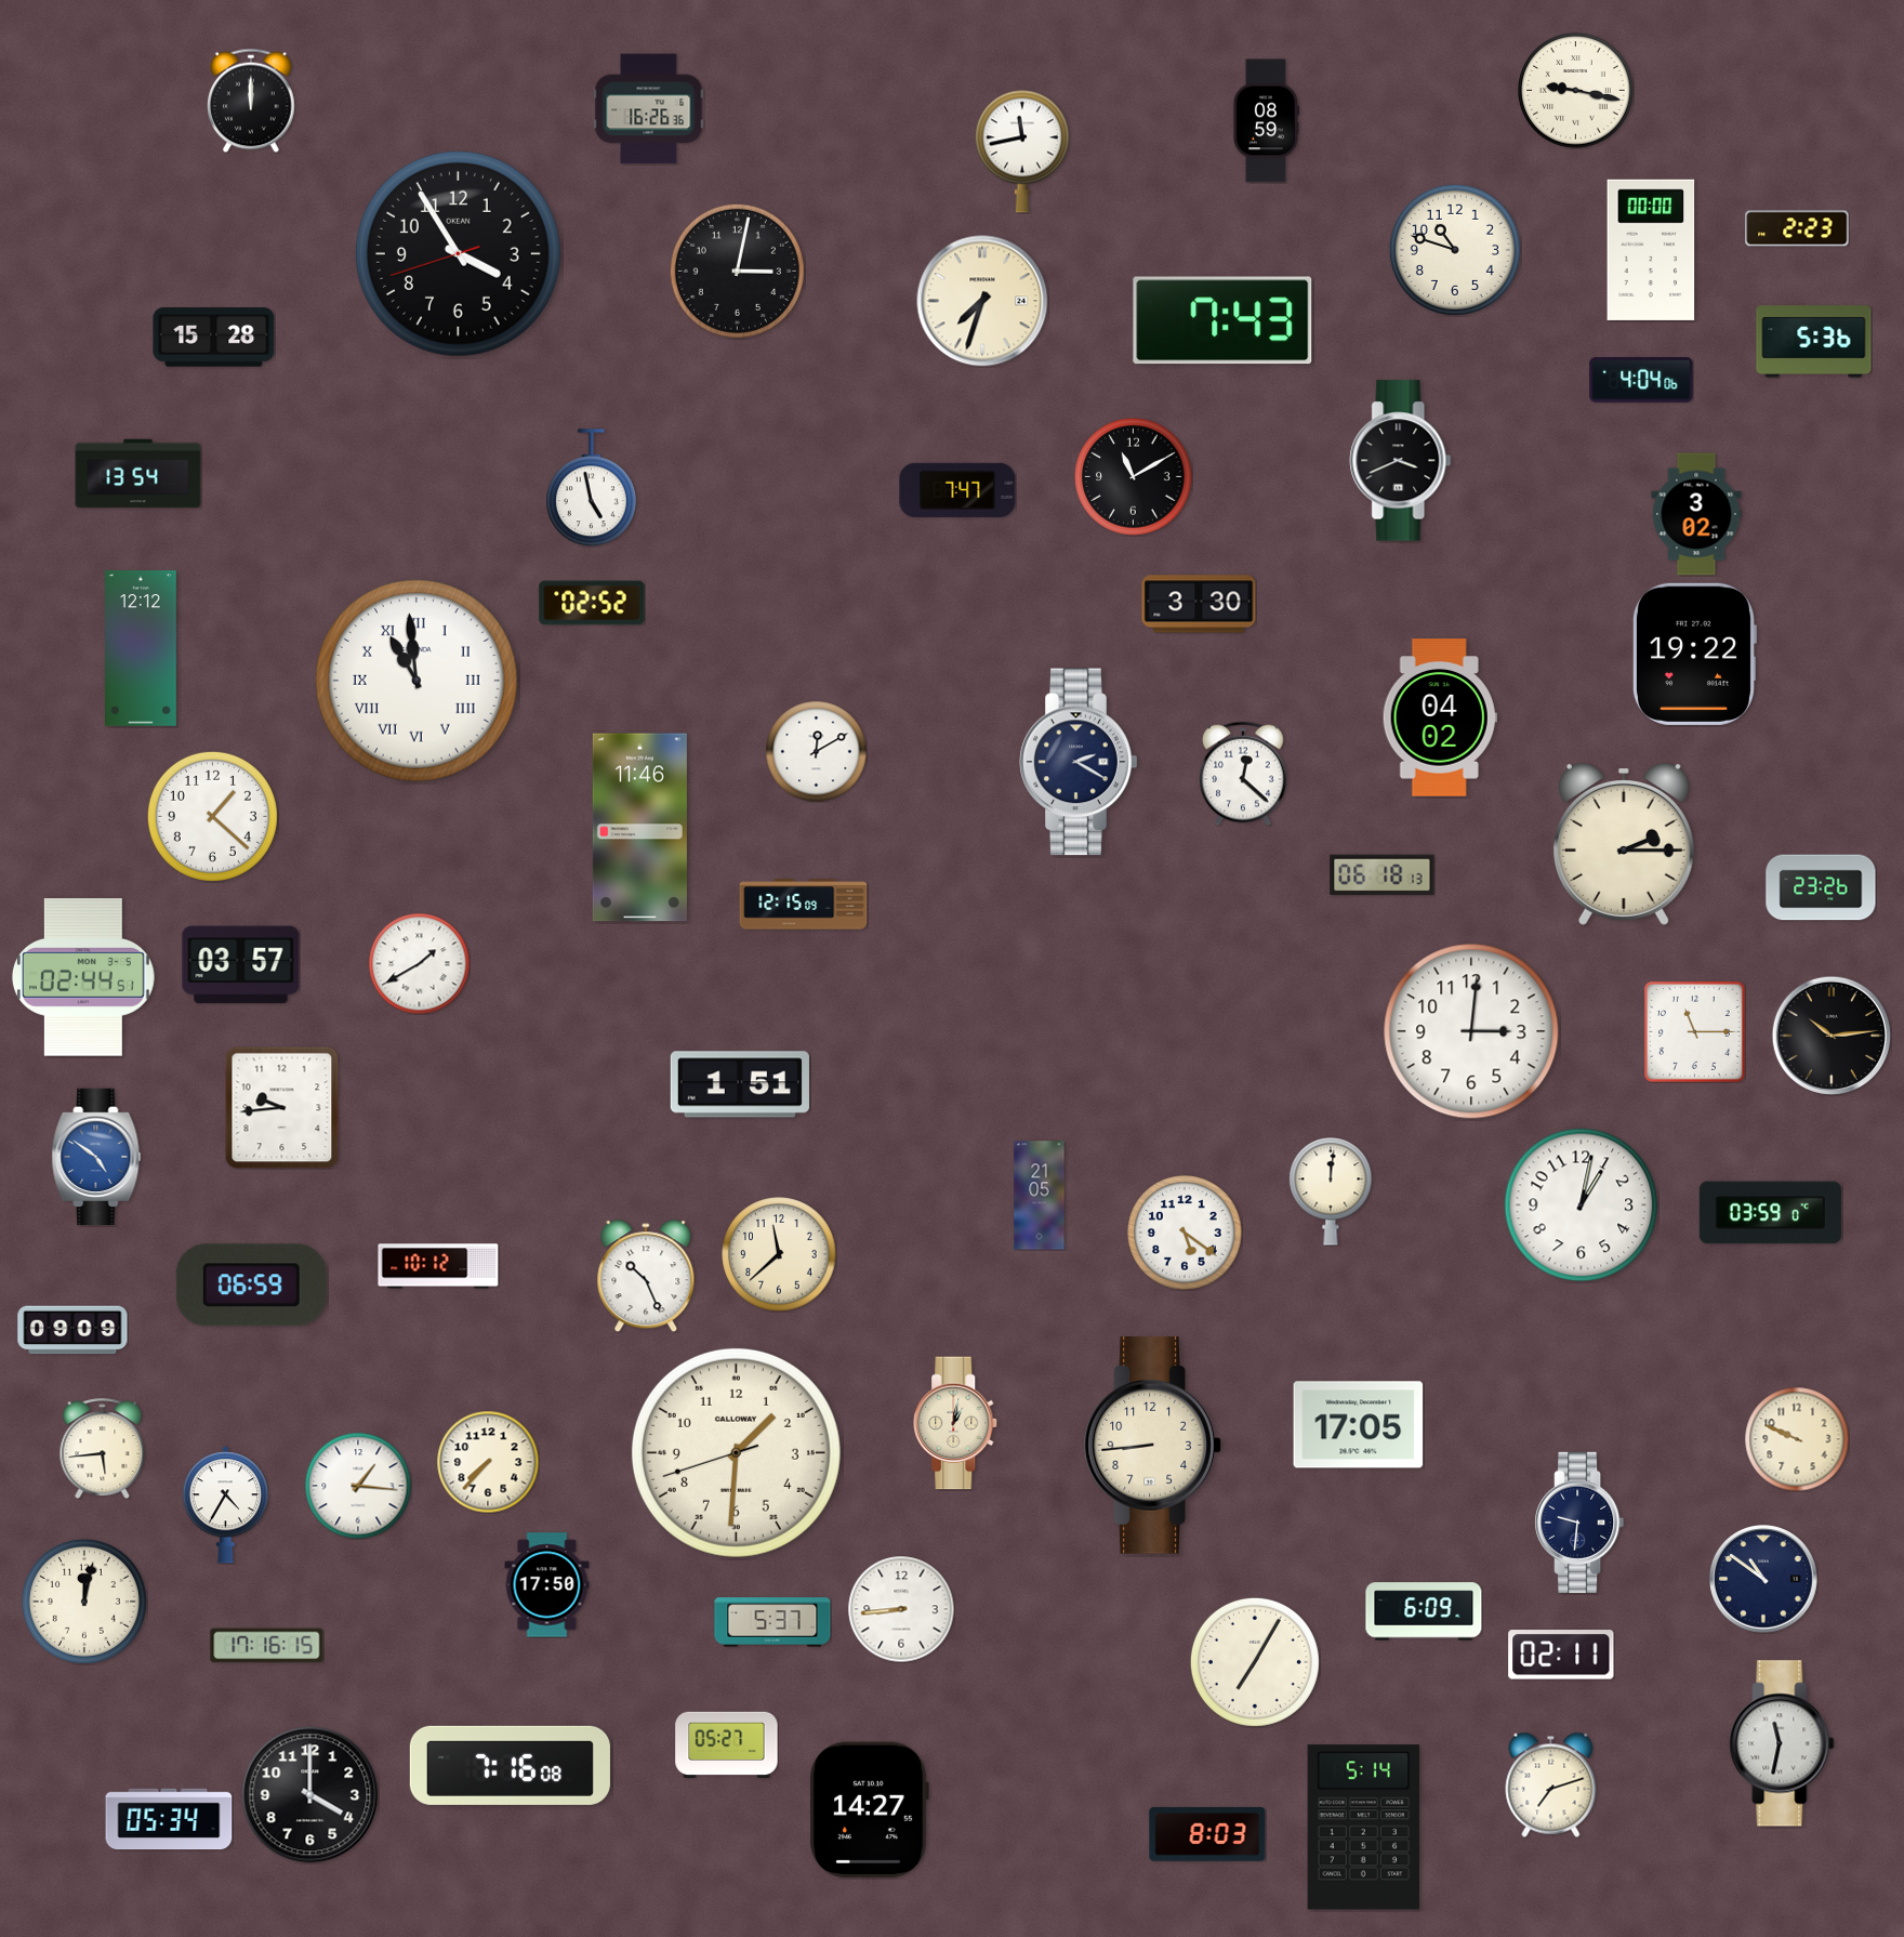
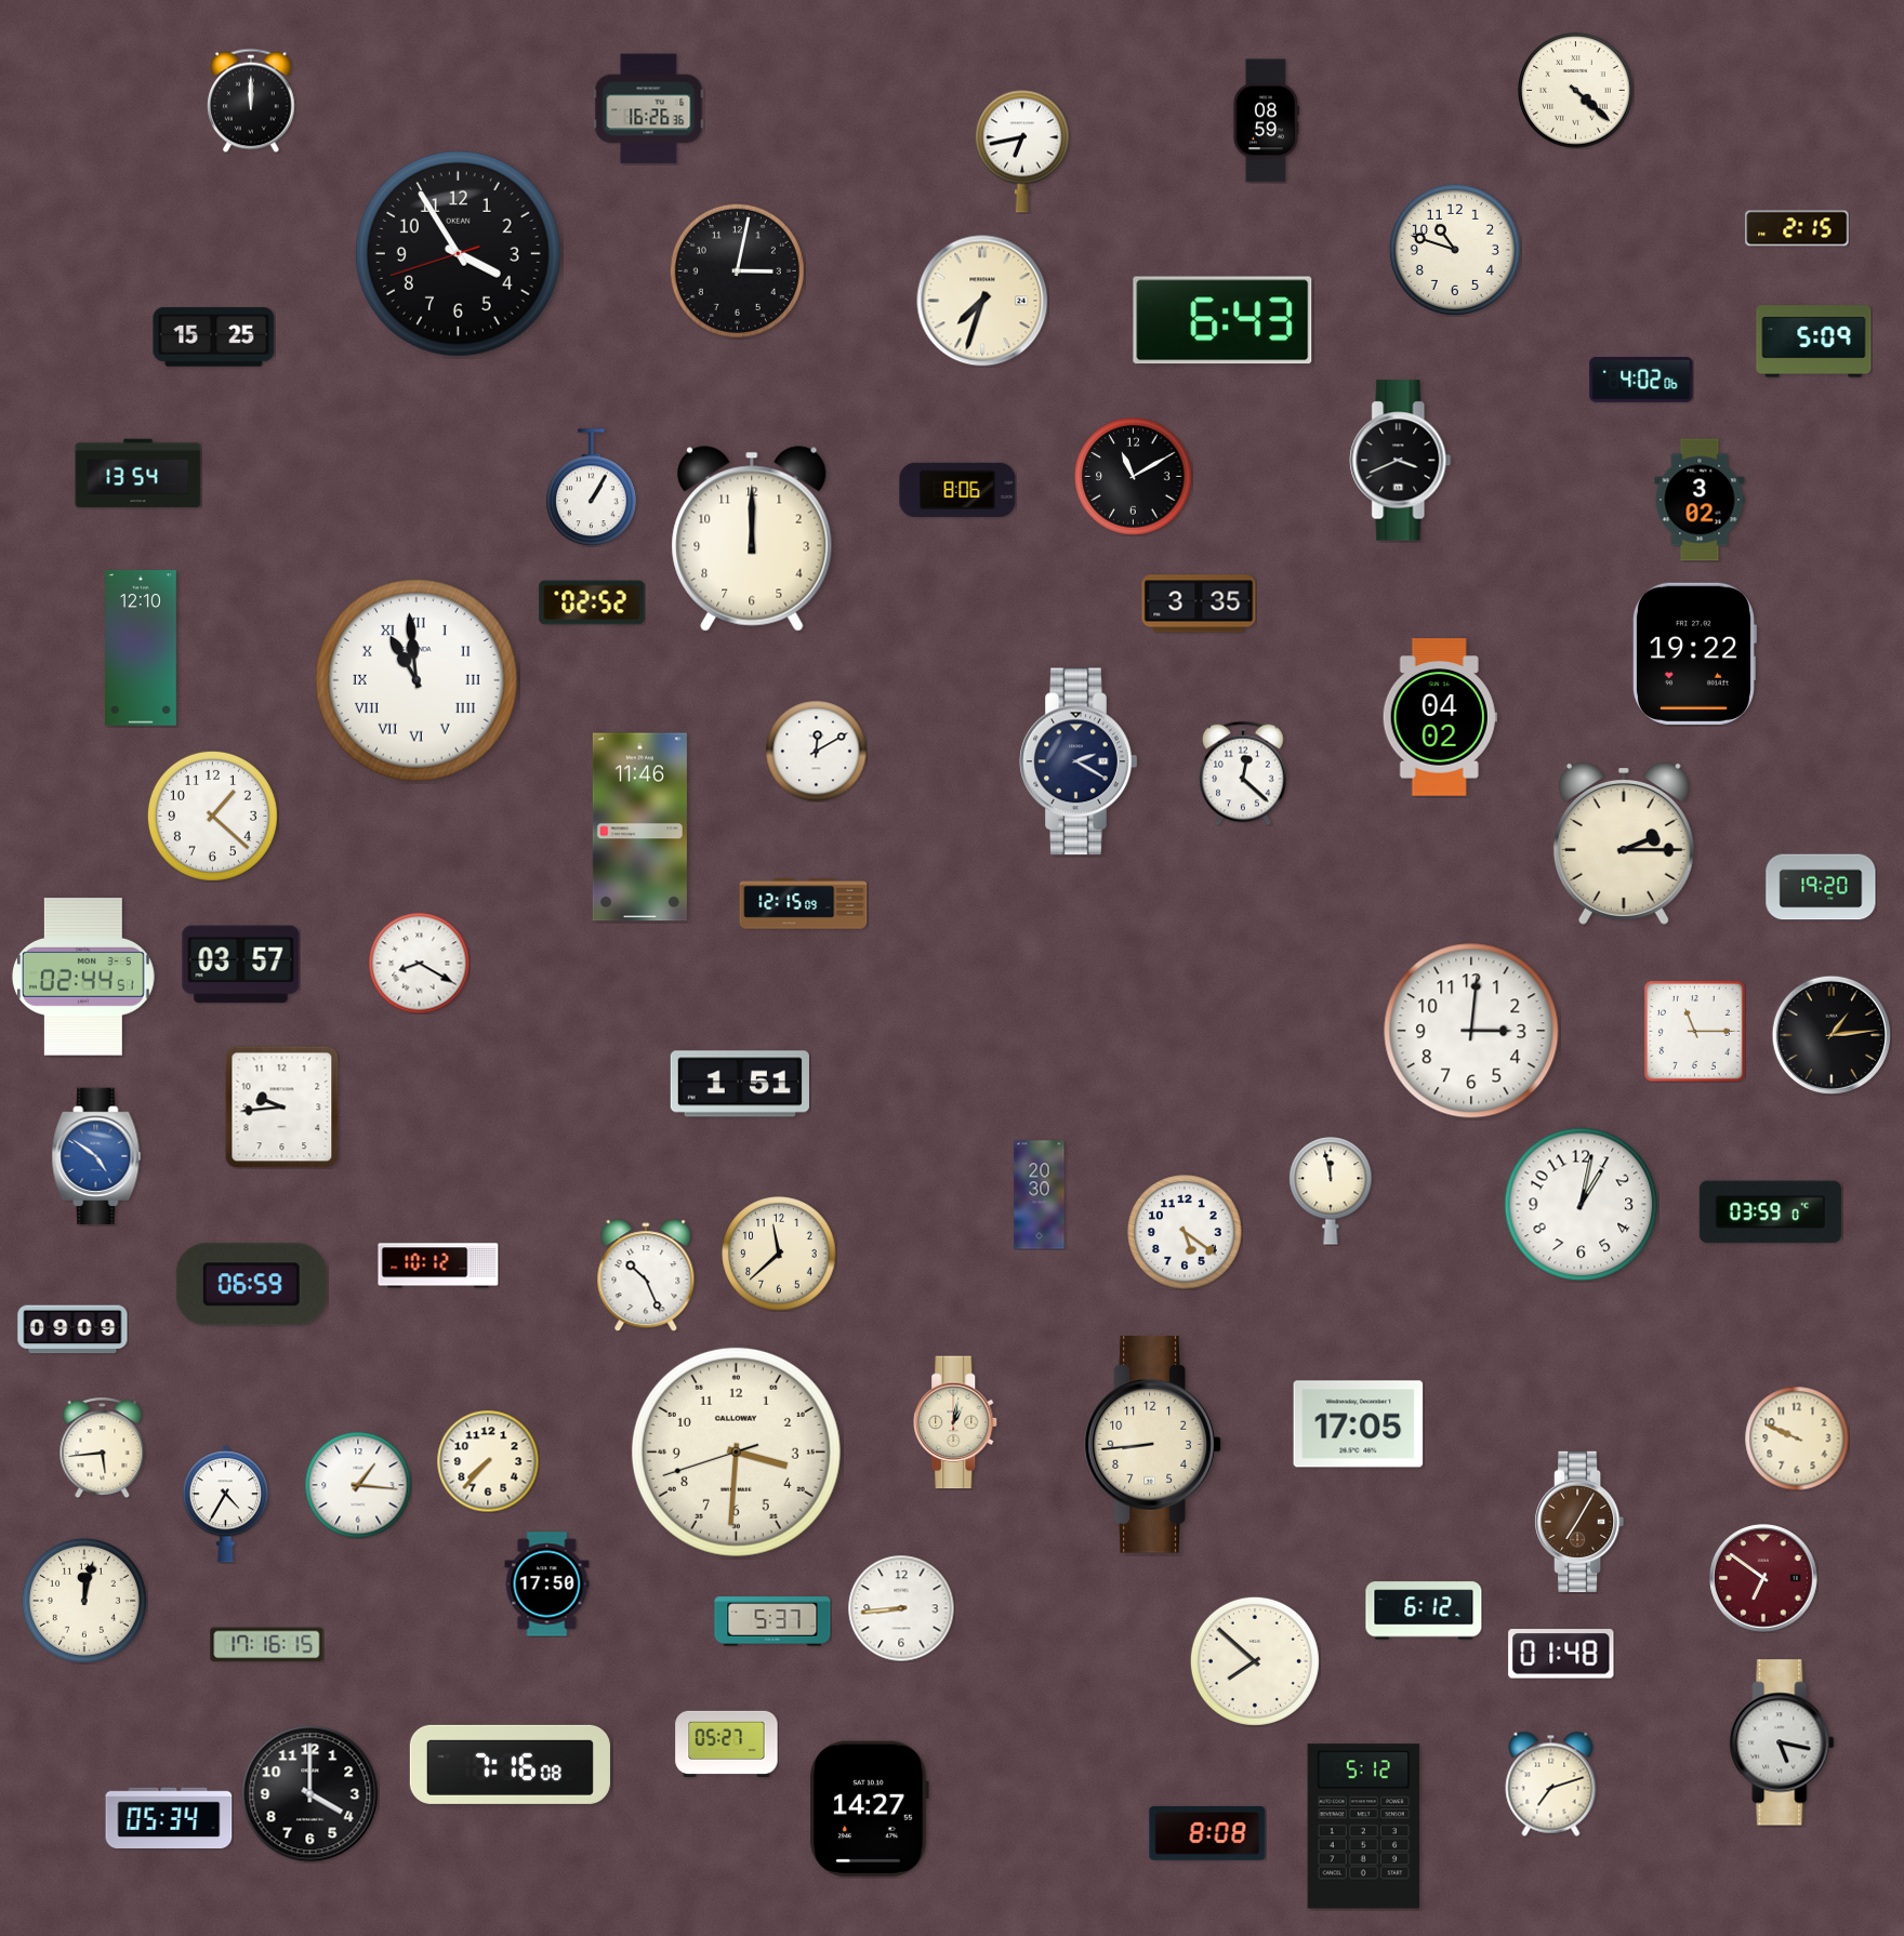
clock at (1576, 91): 9:17 -> 4:22
clock at (1022, 151): 11:43 -> 6:43
clock at (1797, 228): 2:23 -> 2:15
clock at (1651, 250): 00:00 -> none
clock at (1222, 320): 7:43 -> 6:43
clock at (214, 338): 15:28 -> 15:25
clock at (1814, 342): 5:36 -> 5:09
clock at (1641, 381): 4:04 -> 4:02
clock at (592, 488): 4:58 -> 1:05
clock at (957, 490): 7:47 -> 8:06
clock at (1696, 514) position: (1696, 514) -> (1700, 500)
clock at (752, 539): none -> 12:00
clock at (1199, 604): 3:30 -> 3:35
clock at (142, 648): 12:12 -> 12:10
clock at (1383, 875): 06:18 -> none
clock at (1821, 887): 23:26 -> 19:20
clock at (419, 963): 1:40 -> 8:20
clock at (1832, 1036): 10:14 -> 1:14
clock at (1331, 1191): 12:01 -> 11:58
clock at (1040, 1196): 21:05 -> 20:30
clock at (736, 1452): 1:30 -> 3:30
clock at (1579, 1523): 9:31 -> 7:05
clock at (1579, 1523) dial: navy -> brown
clock at (1763, 1579): 10:51 -> 6:51
clock at (1763, 1579) dial: navy -> burgundy
clock at (1424, 1611): 6:09 -> 6:12
clock at (1561, 1655): 02:11 -> 01:48
clock at (1255, 1662): 7:05 -> 7:52
clock at (1782, 1743): 11:32 -> 5:17
clock at (1364, 1828): 5:14 -> 5:12
clock at (1207, 1834): 8:03 -> 8:08
